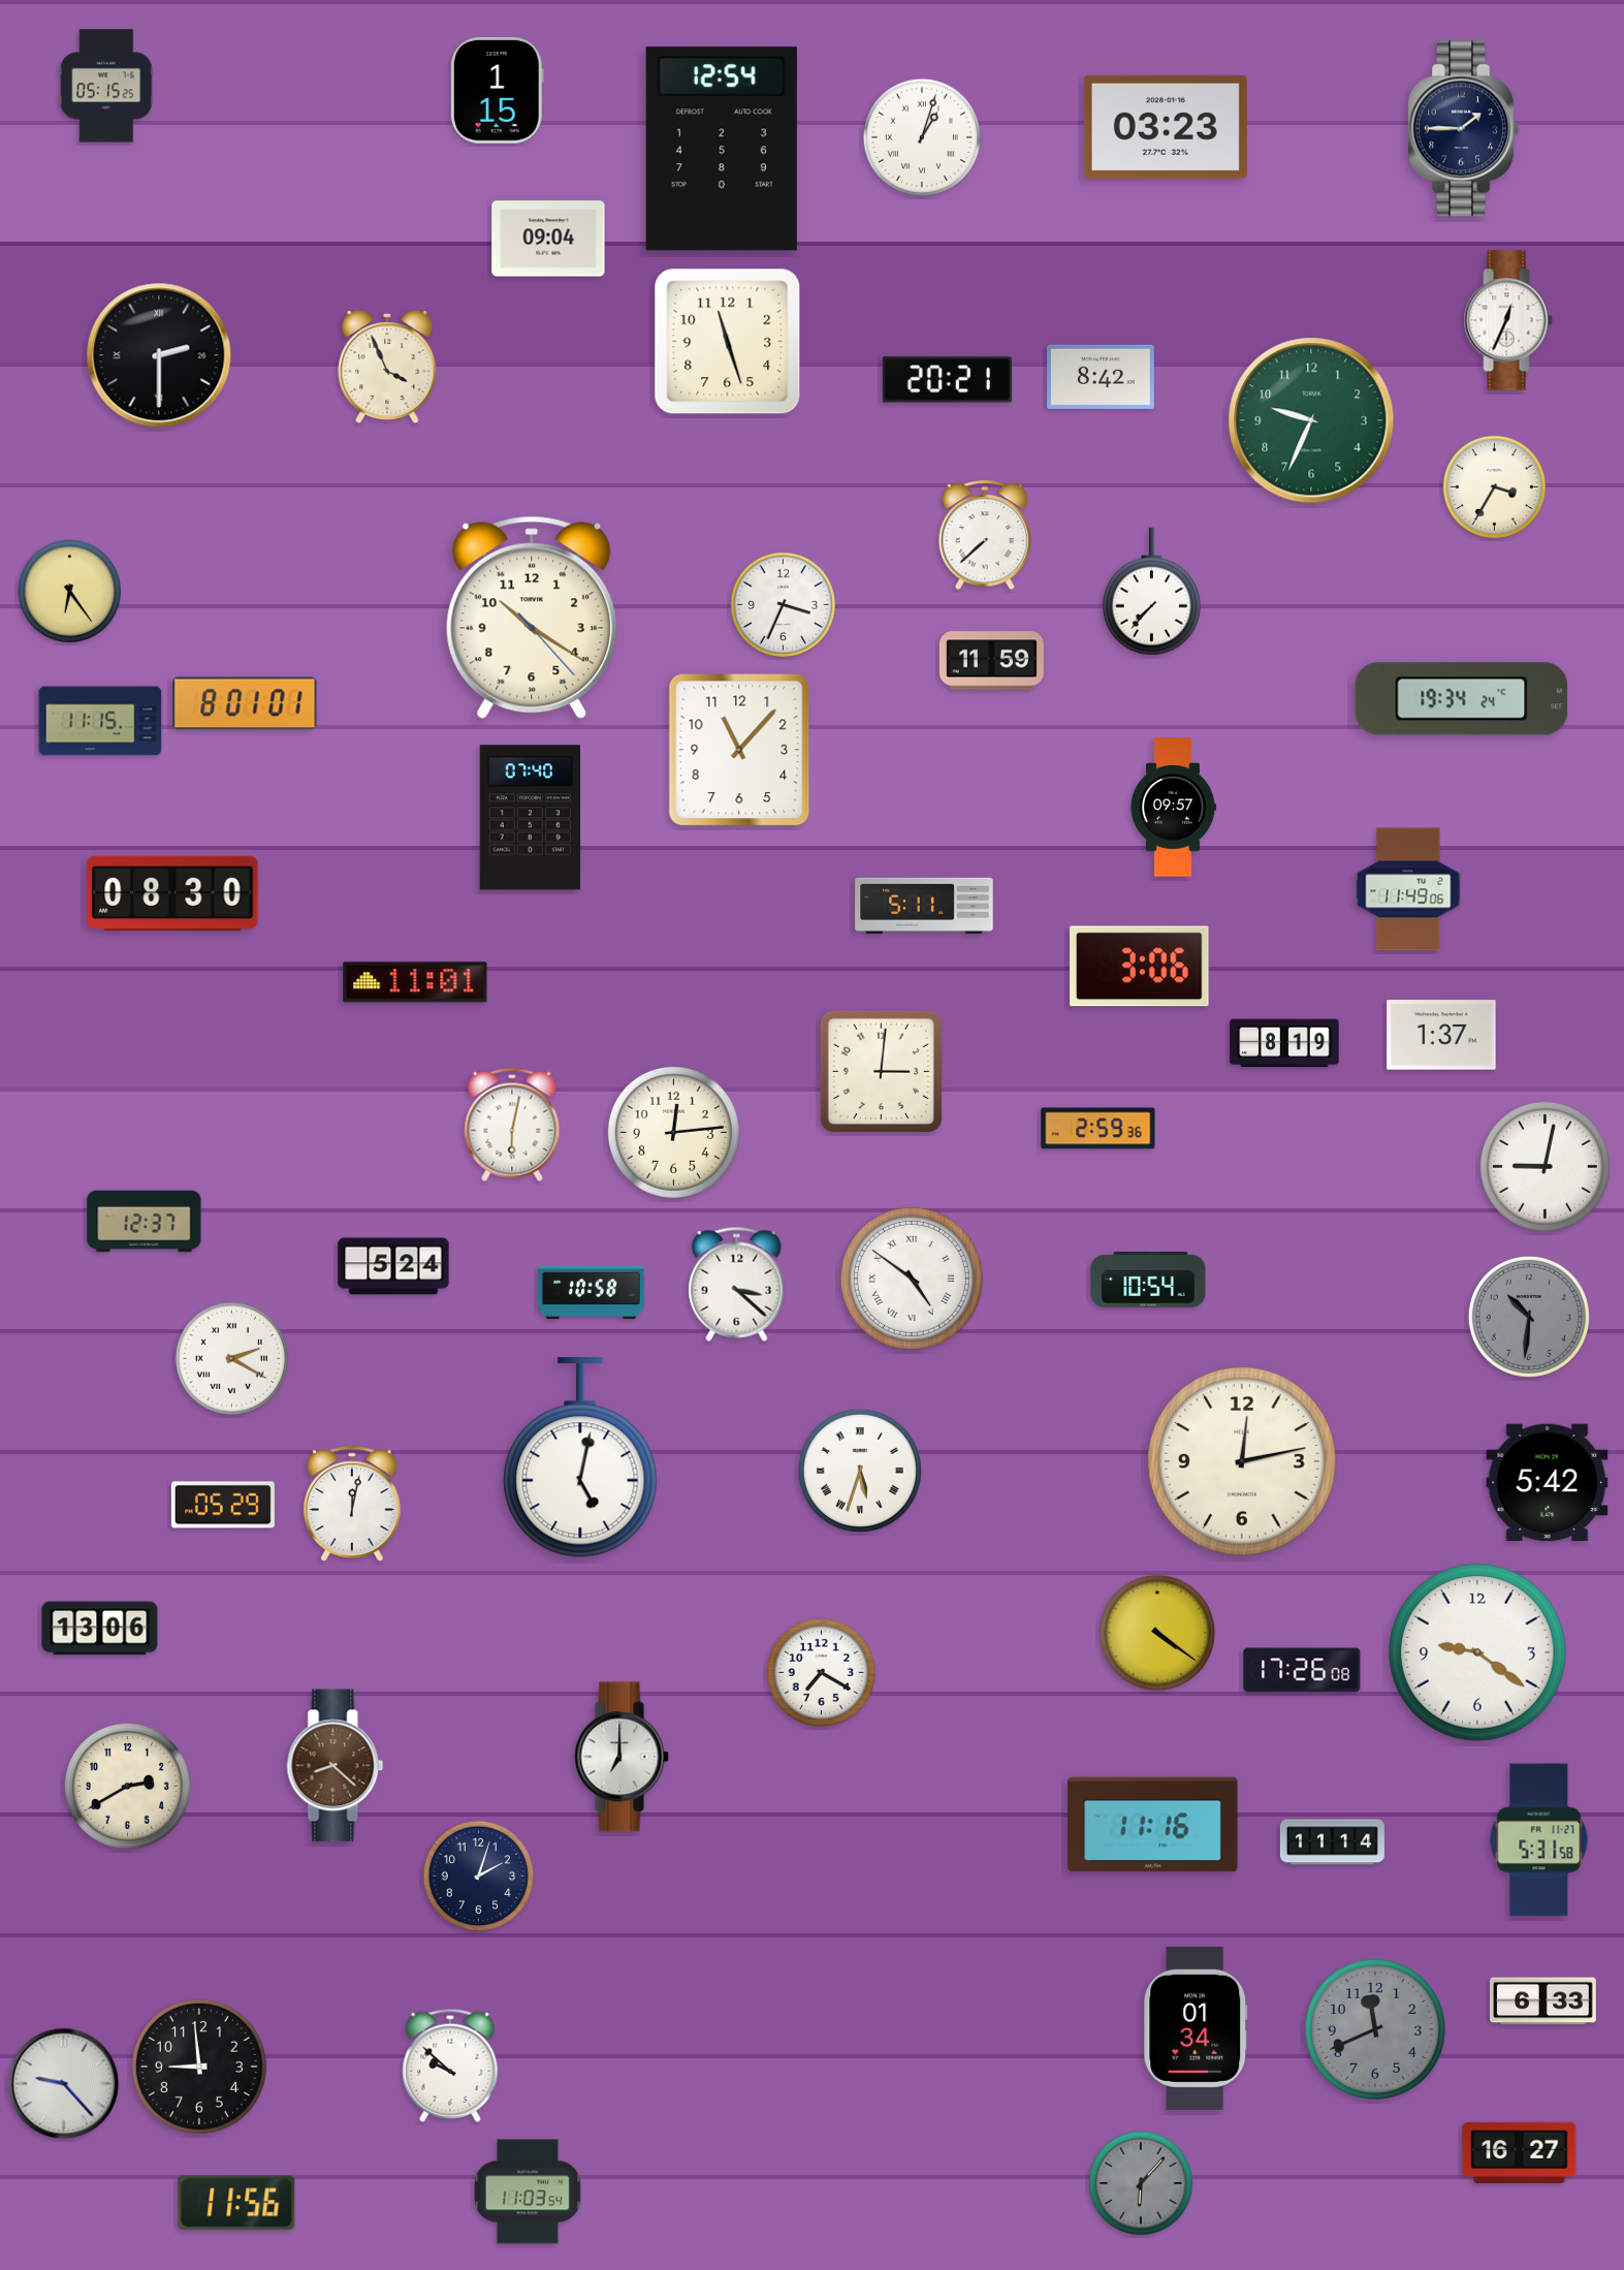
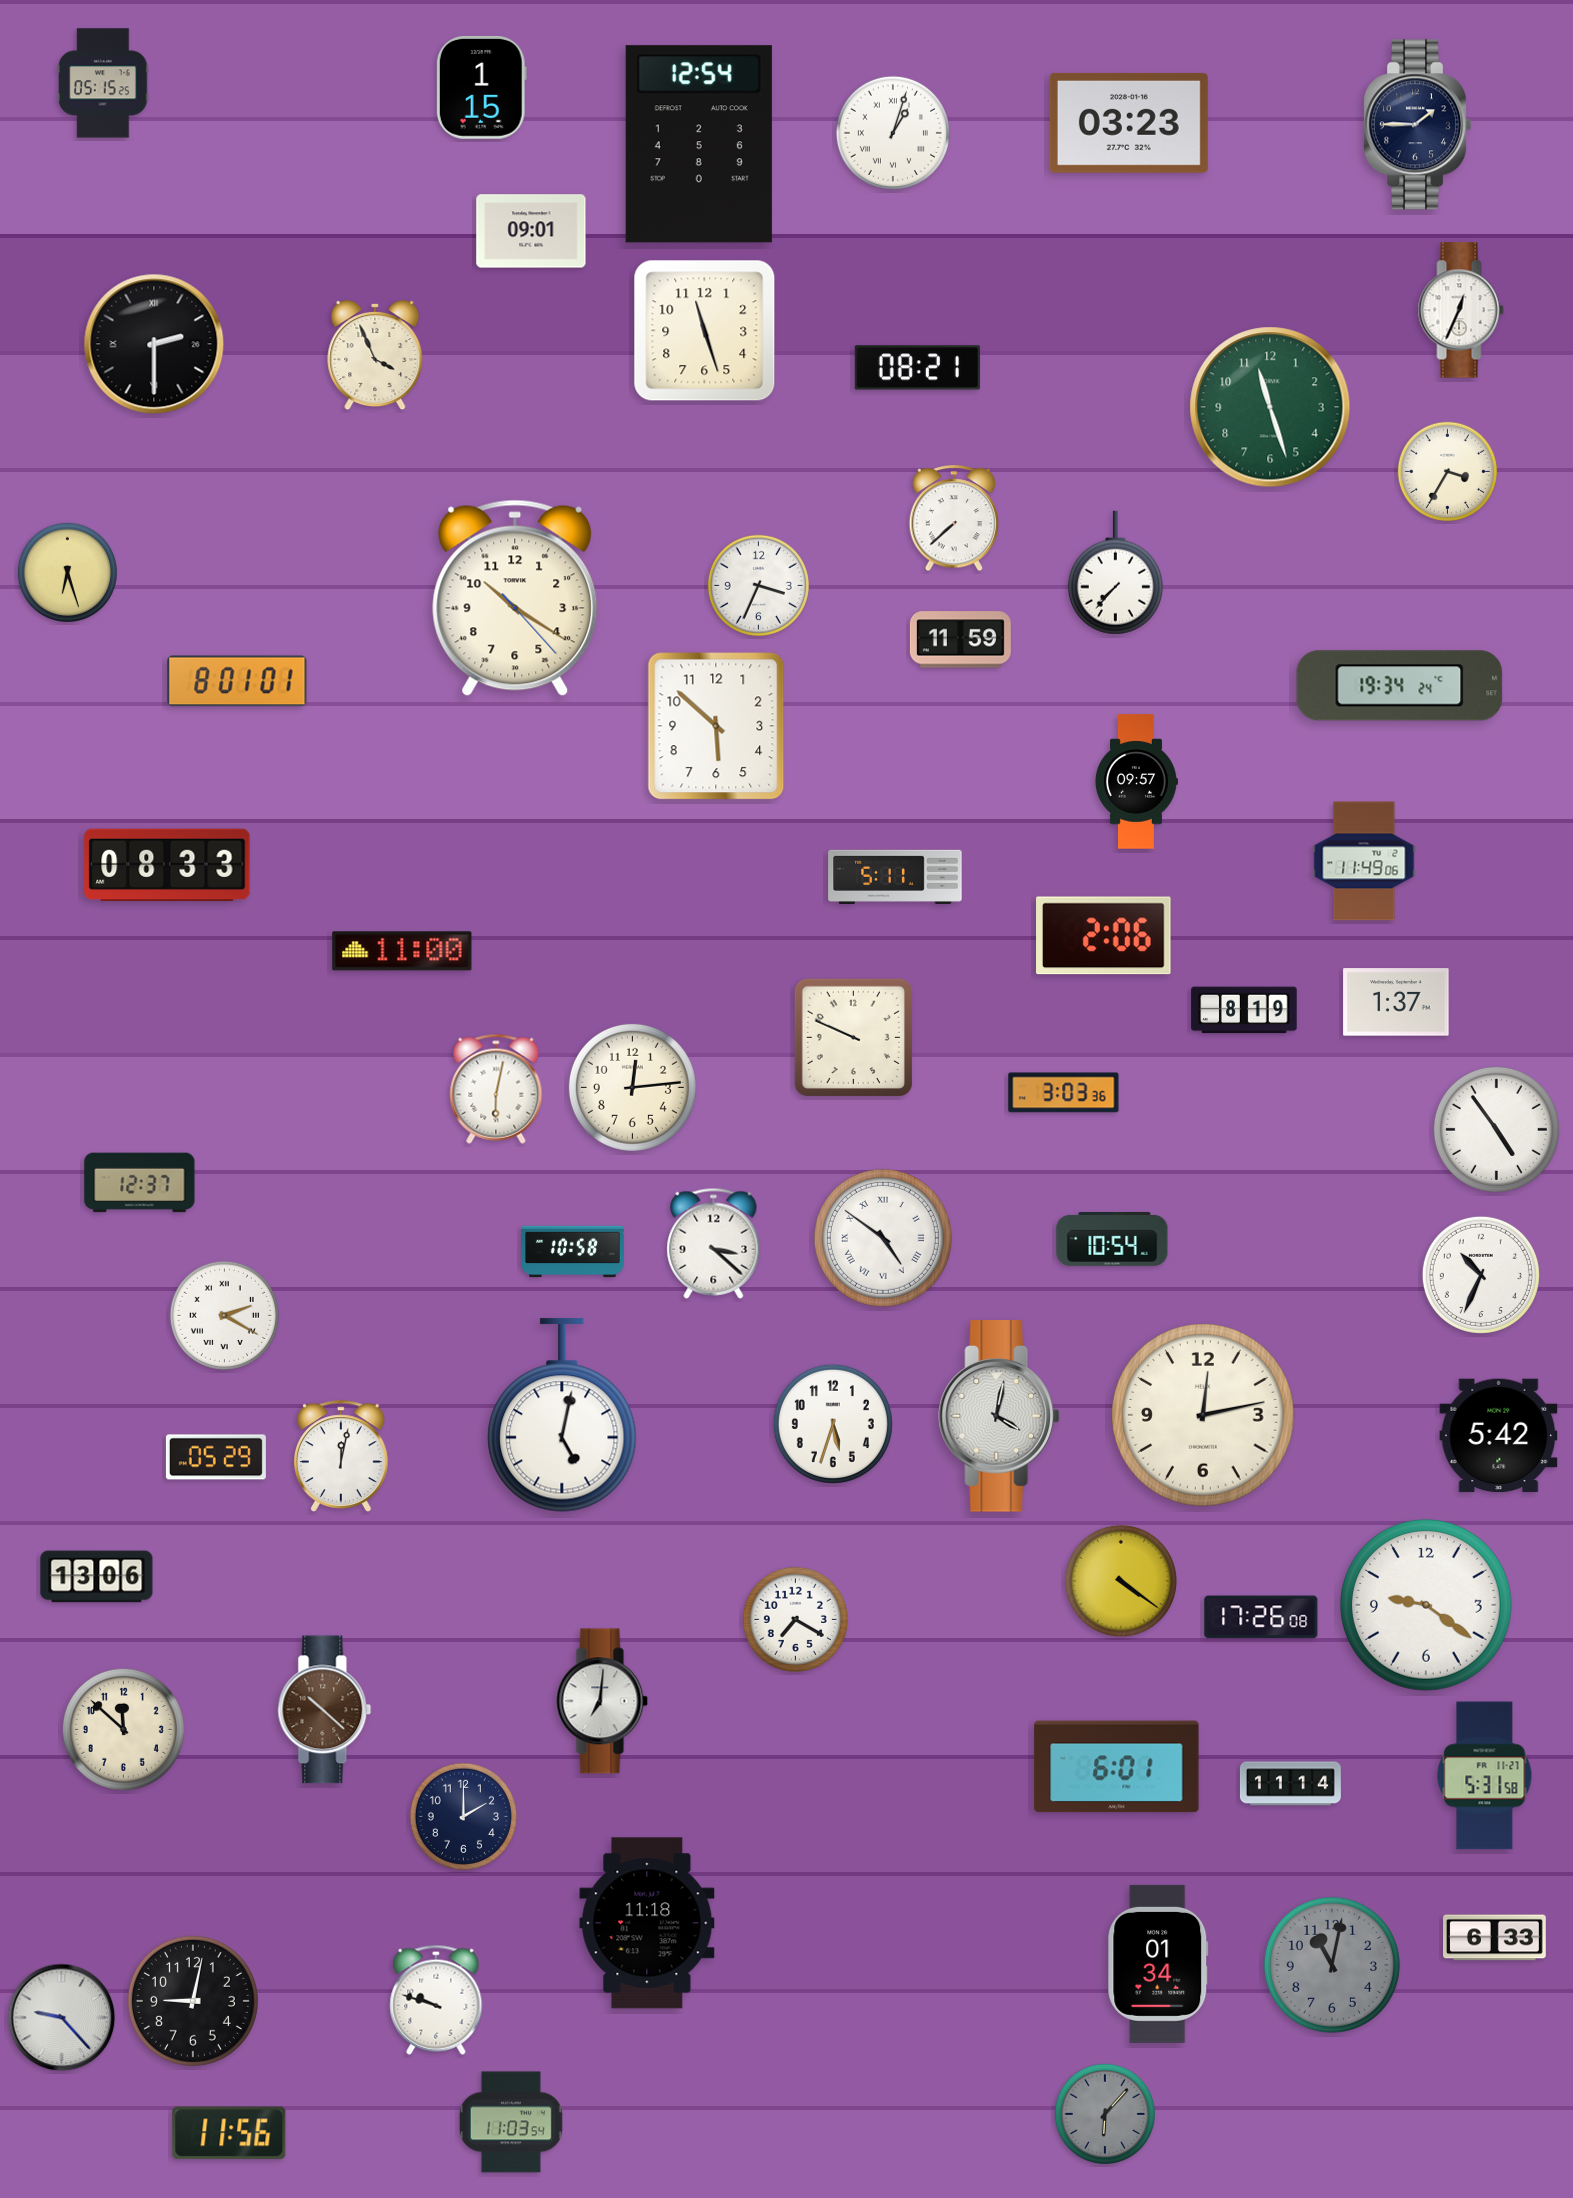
clock at (548, 239): 09:04 -> 09:01
clock at (1101, 377): 8:42 -> none
clock at (947, 380): 20:21 -> 08:21
clock at (1311, 420): 9:34 -> 11:27
clock at (69, 591): 6:24 -> 6:27
clock at (1462, 699) position: (1462, 699) -> (1400, 686)
clock at (100, 721): 11:15 -> none
clock at (739, 750): 11:07 -> 5:52
clock at (530, 818): 07:40 -> none
clock at (172, 893): 08:30 -> 08:33
clock at (1140, 967): 3:06 -> 2:06
clock at (415, 982): 11:01 -> 11:00
clock at (881, 1071): 3:01 -> 9:49
clock at (1098, 1129): 2:59 -> 3:03
clock at (673, 1132) position: (673, 1132) -> (632, 1087)
clock at (1545, 1166): 9:02 -> 4:54
clock at (393, 1266): 5:24 -> none
clock at (1529, 1317): 10:31 -> 10:34
clock at (1529, 1317) dial: grey -> white
clock at (580, 1457) position: (580, 1457) -> (562, 1415)
clock at (999, 1416): none -> 4:02
clock at (860, 1471) numerals: Roman -> Arabic
clock at (1478, 1653) position: (1478, 1653) -> (1427, 1606)
clock at (622, 1757): 7:00 -> 7:01
clock at (336, 1766): 8:22 -> 10:22
clock at (127, 1786): 2:40 -> 11:52
clock at (1153, 1825): 11:16 -> 6:01
clock at (1539, 1840) position: (1539, 1840) -> (1485, 1776)
clock at (478, 1875): 2:03 -> 2:00
clock at (647, 1923): none -> 11:18
clock at (1375, 2029): 11:41 -> 11:02
clock at (450, 2066): 9:52 -> 9:48
clock at (199, 2067): 8:59 -> 9:02
clock at (1520, 2152): 16:27 -> none
